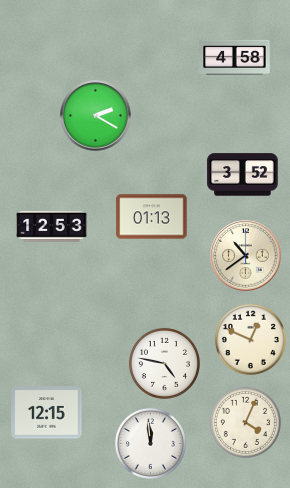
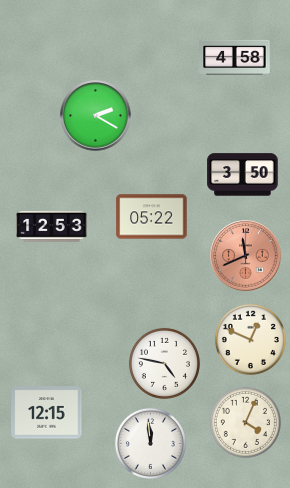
clock at (243, 175): 3:52 -> 3:50
clock at (152, 217): 01:13 -> 05:22
clock at (246, 256): 10:39 -> 11:41
clock at (246, 256) dial: cream -> salmon
